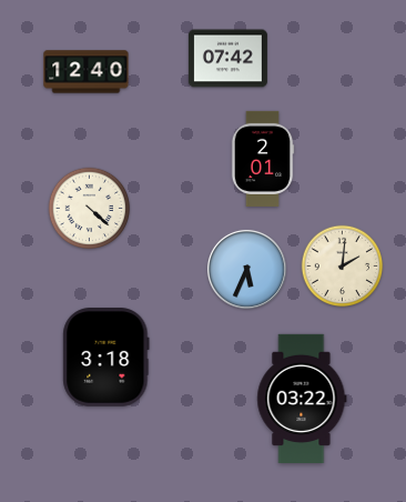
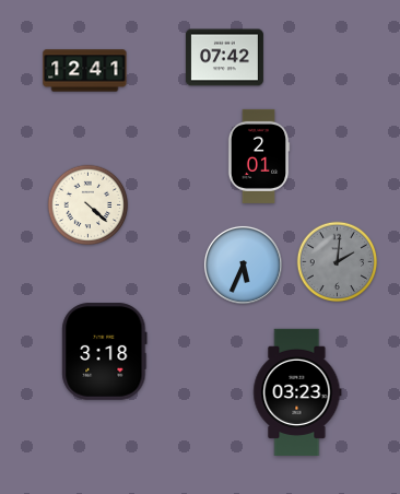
clock at (87, 72): 12:40 -> 12:41
clock at (343, 267) dial: cream -> grey
clock at (302, 398): 03:22 -> 03:23
